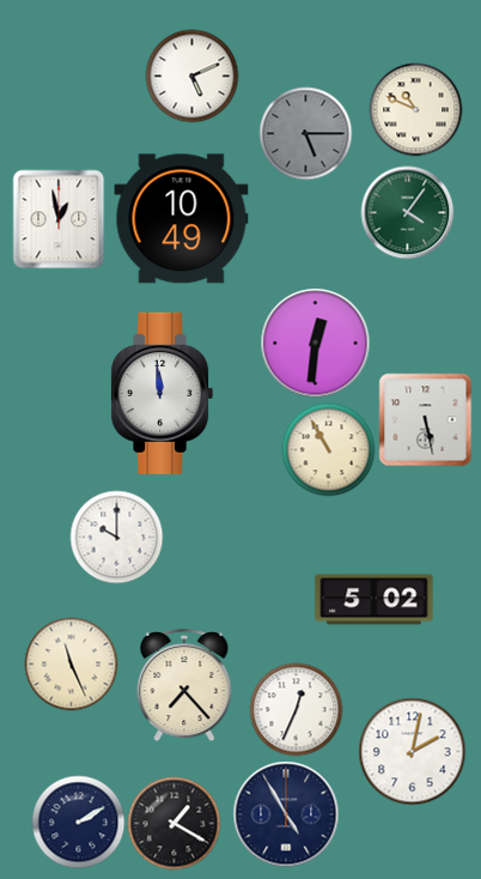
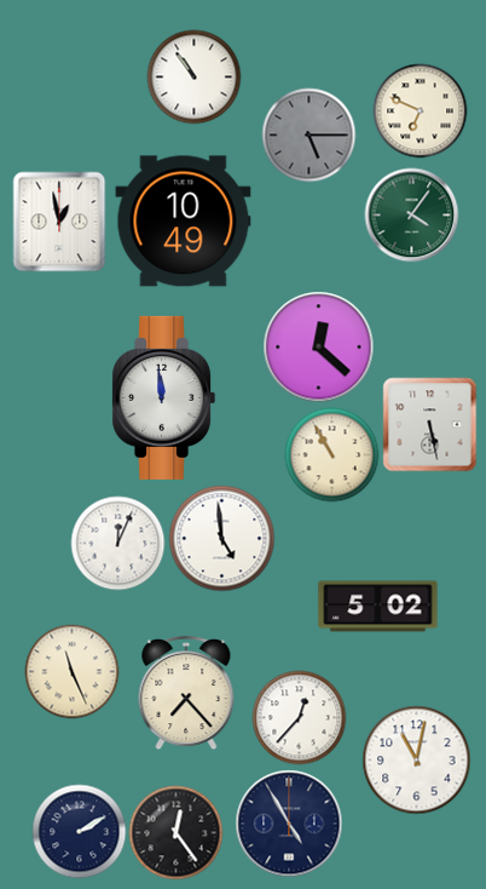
clock at (191, 75): 5:11 -> 10:54
clock at (415, 109): 10:49 -> 6:49
clock at (315, 342): 12:31 -> 12:22
clock at (221, 538): none -> 4:59
clock at (116, 537): 10:00 -> 12:04
clock at (296, 709): 12:34 -> 12:37
clock at (412, 751): 2:02 -> 11:02
clock at (173, 823): 1:20 -> 12:24
